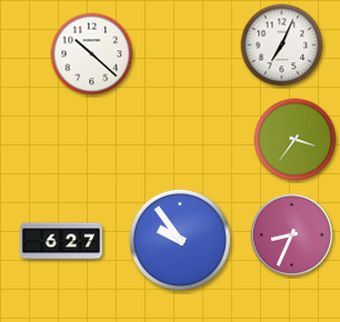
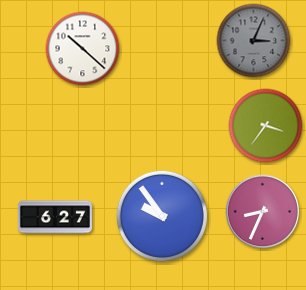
clock at (282, 46): 7:04 -> 3:04
clock at (282, 46) dial: white -> grey
